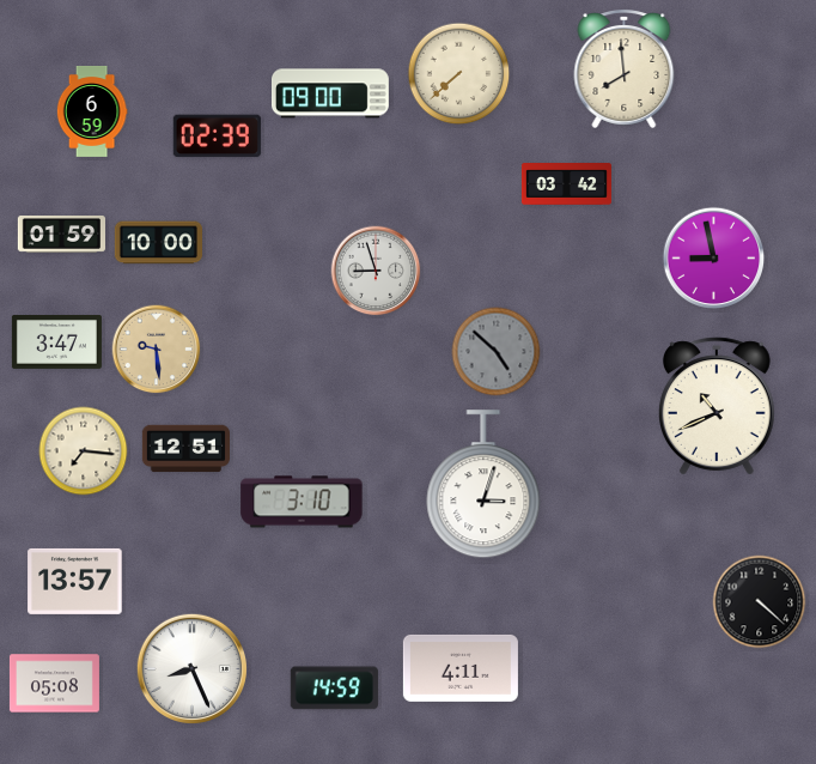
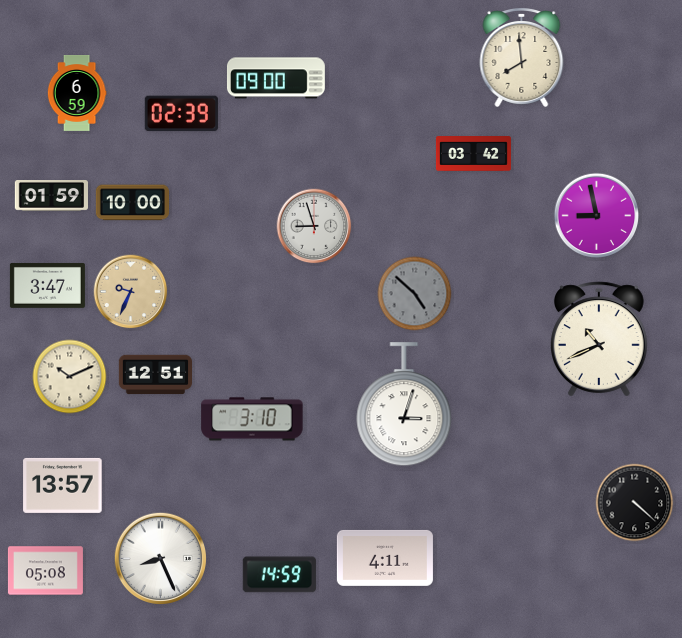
clock at (459, 74): 7:38 -> none
clock at (157, 350): 9:29 -> 9:34
clock at (84, 451): 7:16 -> 10:11
